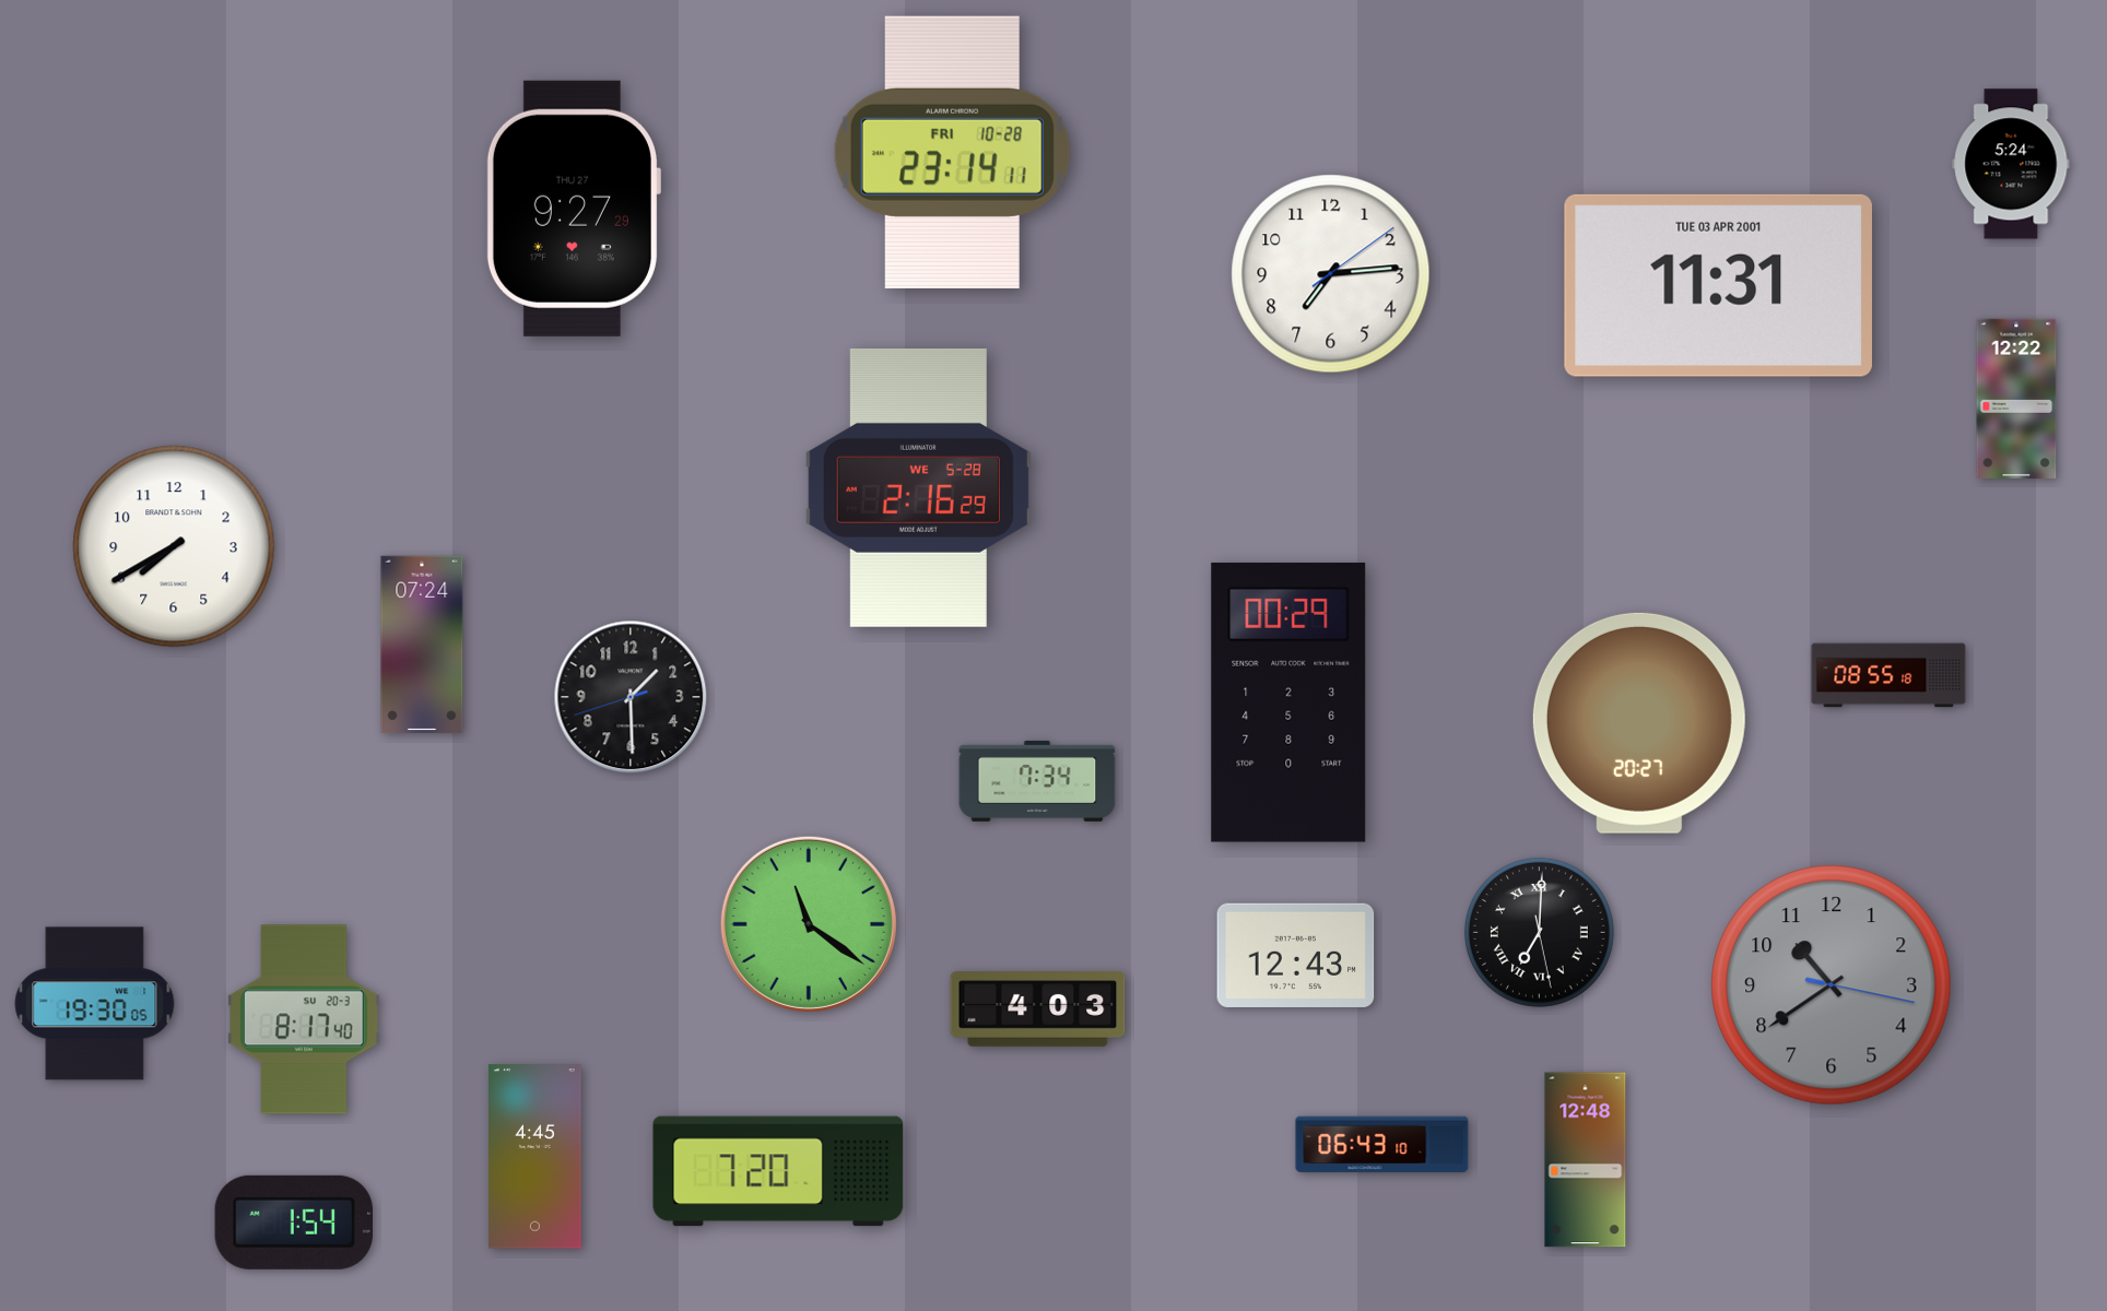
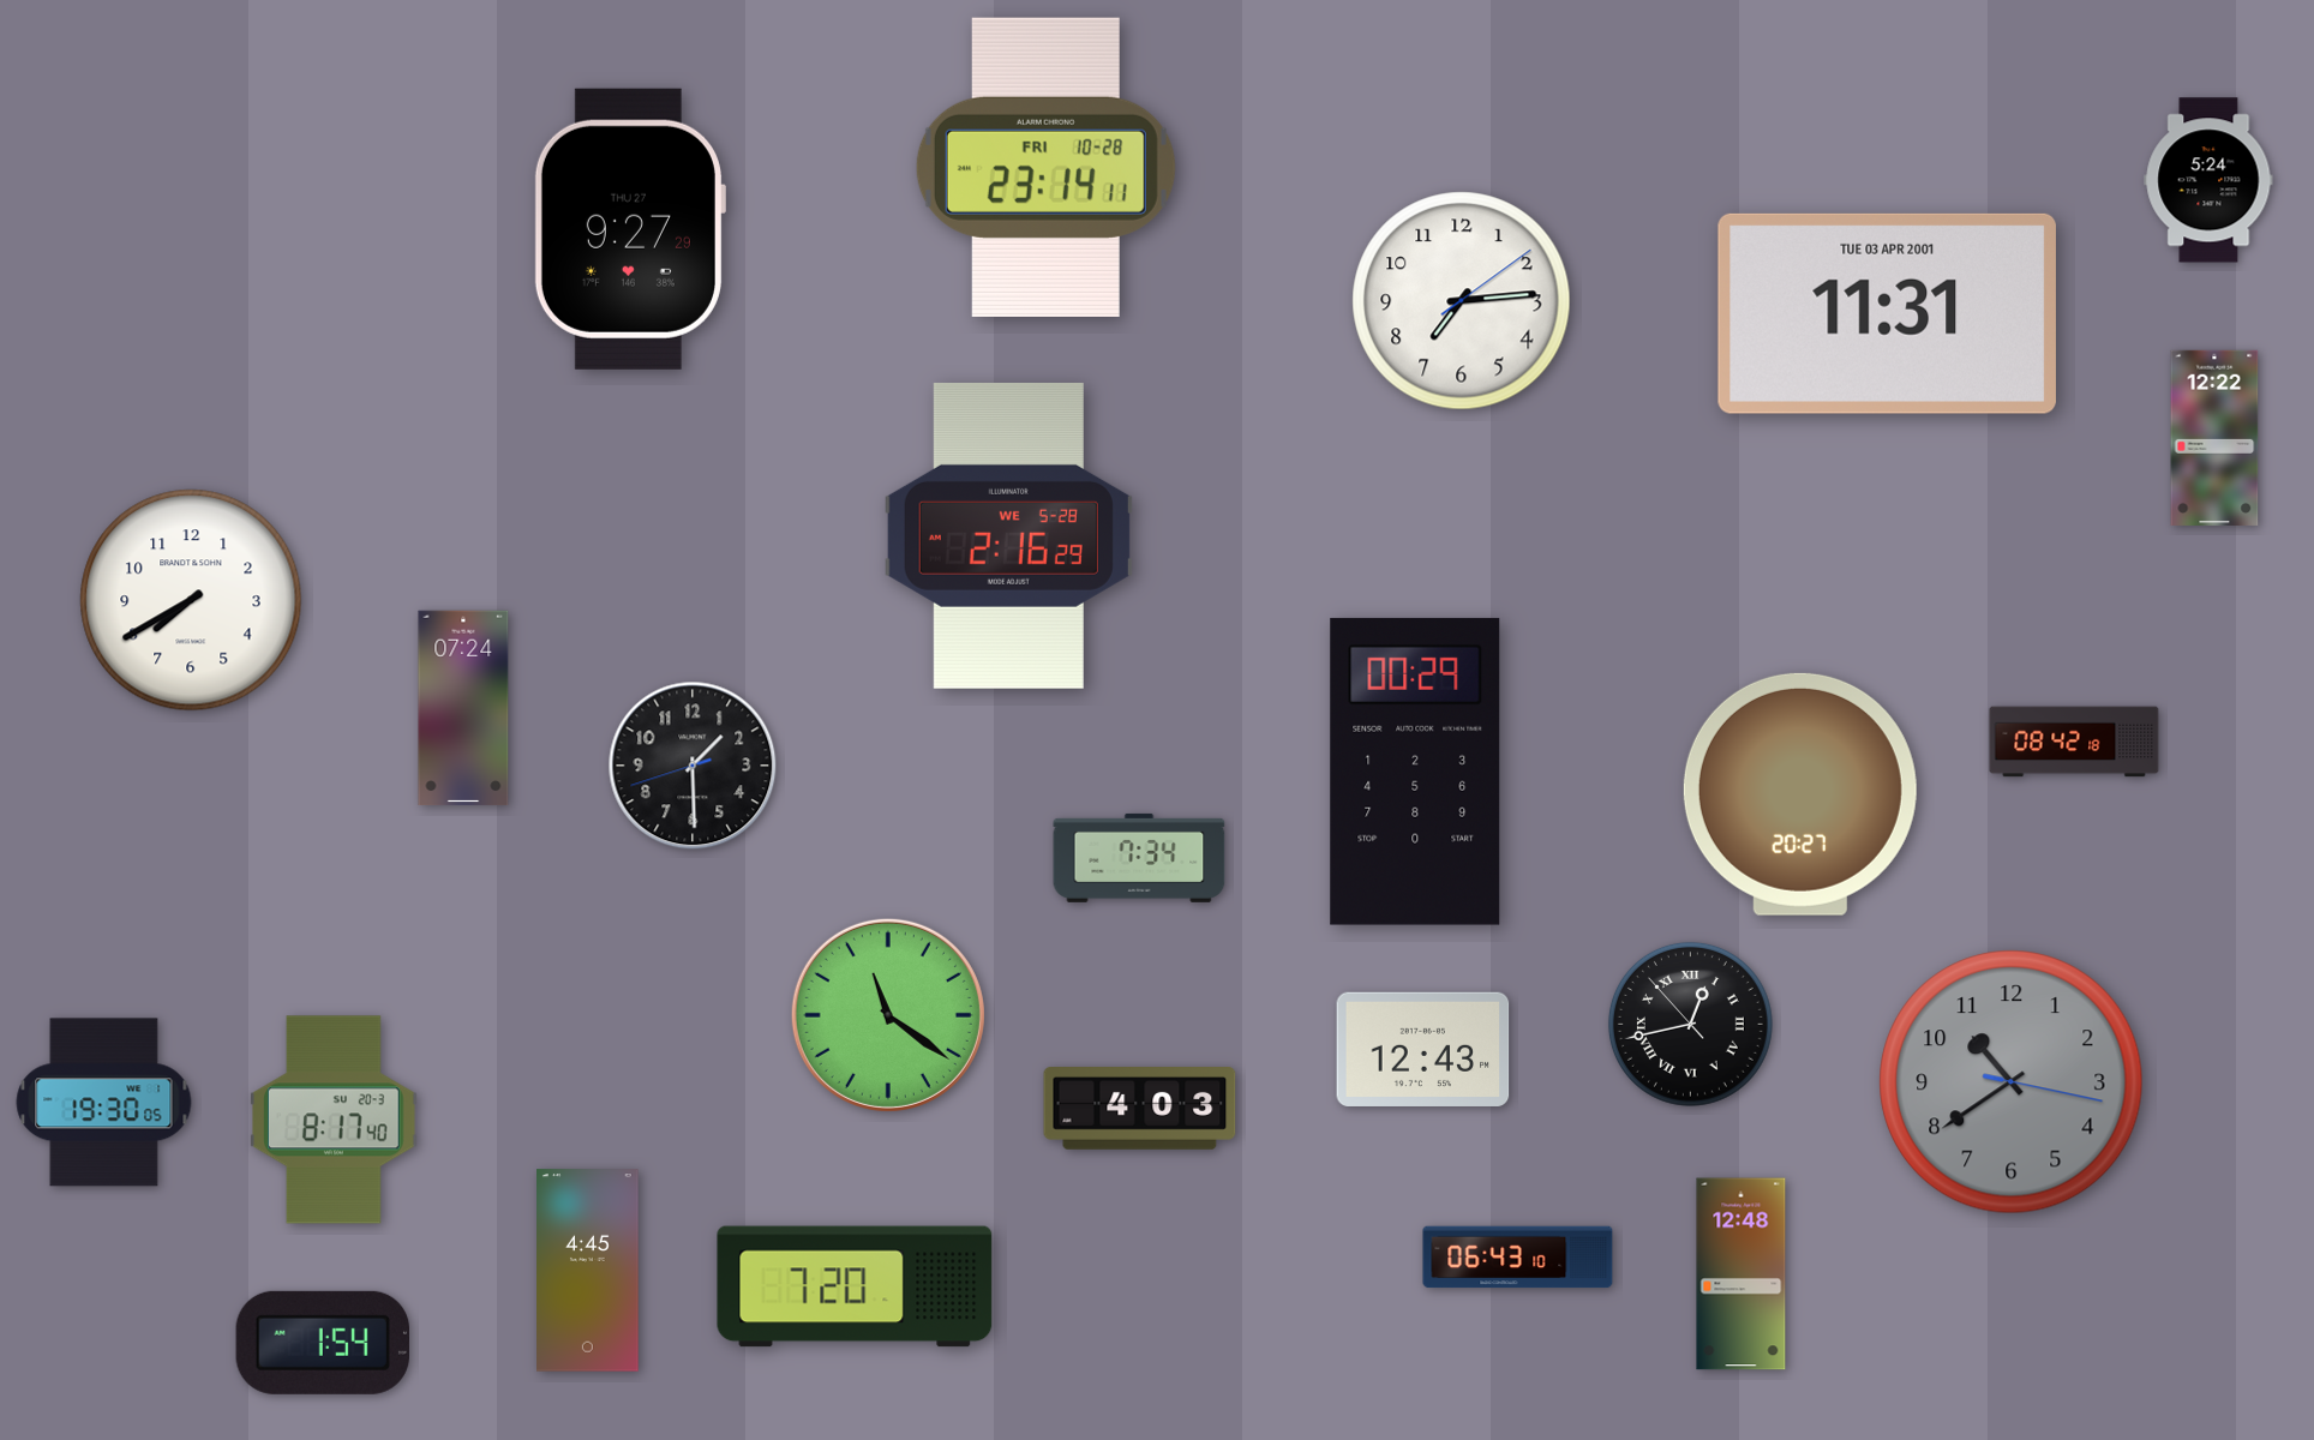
clock at (1888, 675): 08:55 -> 08:42
clock at (1539, 932): 7:00 -> 12:42
